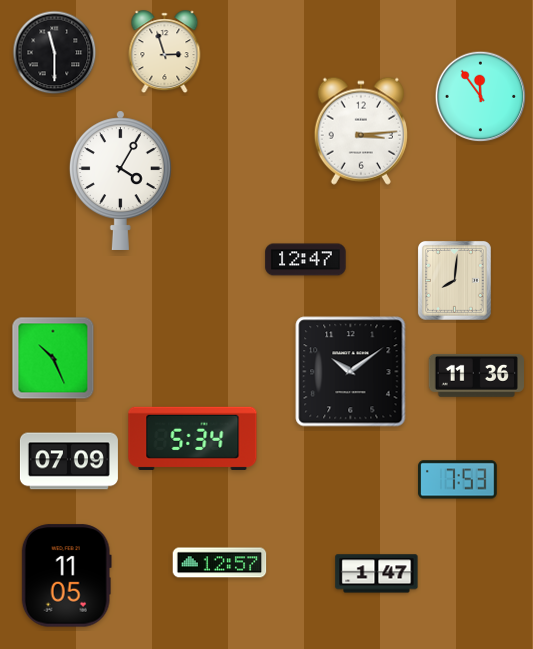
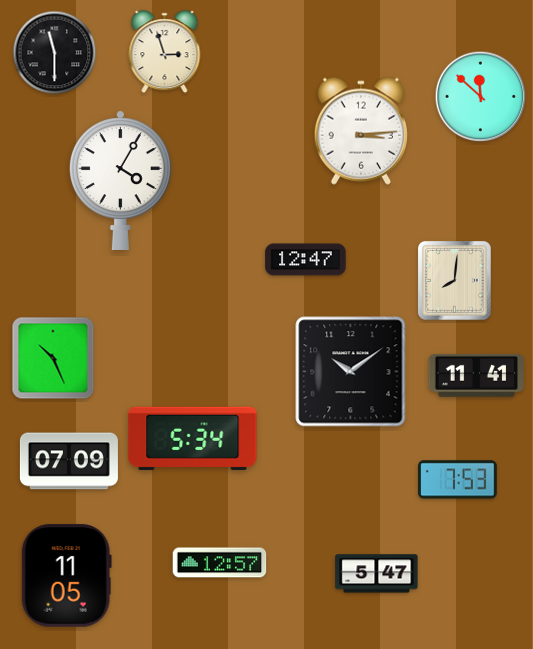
clock at (481, 97): 11:54 -> 11:52
clock at (476, 375): 11:36 -> 11:41
clock at (377, 574): 1:47 -> 5:47
